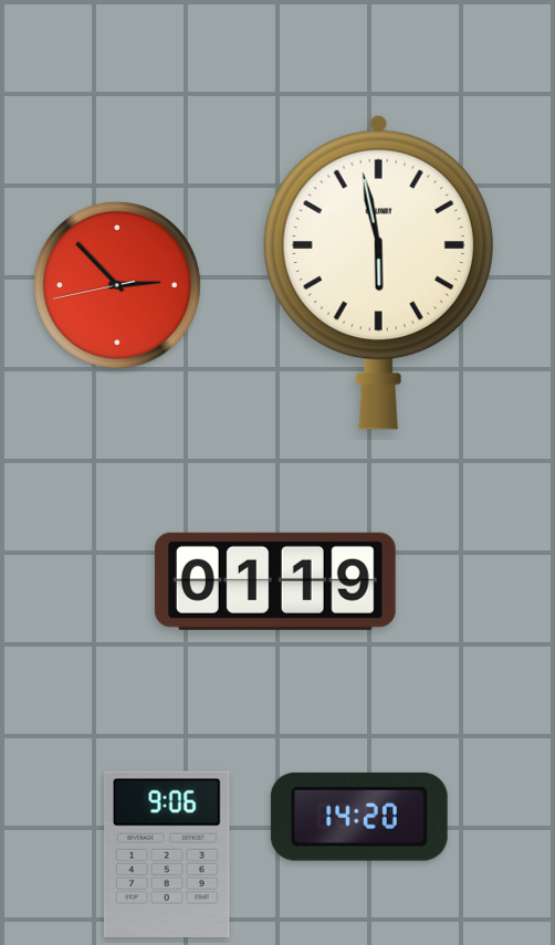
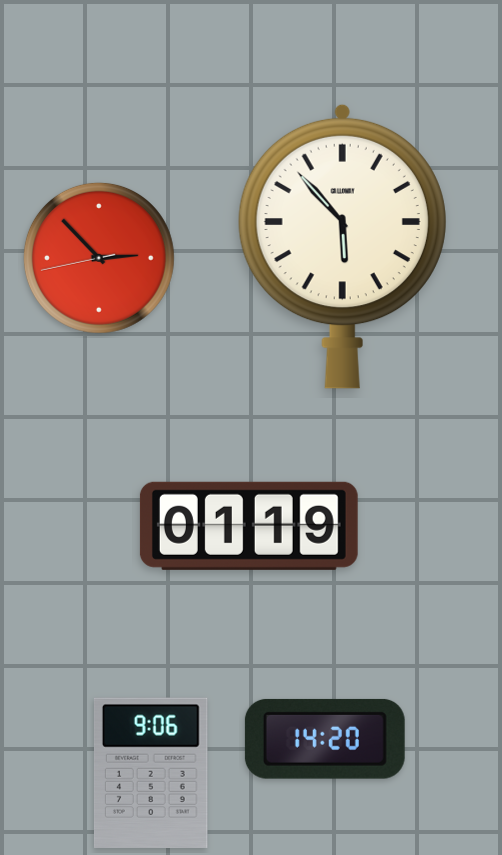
clock at (378, 272): 5:58 -> 5:53
clock at (117, 285) position: (117, 285) -> (99, 258)
